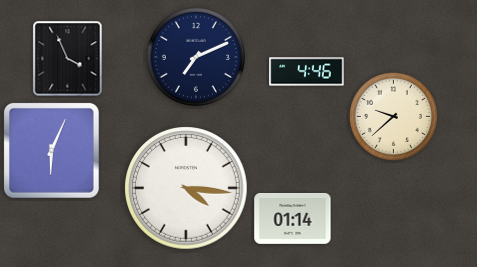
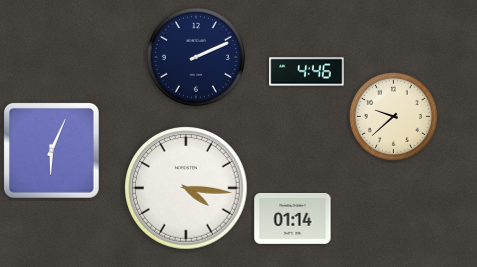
clock at (196, 57): 7:11 -> 2:11
clock at (68, 59): 3:56 -> none
